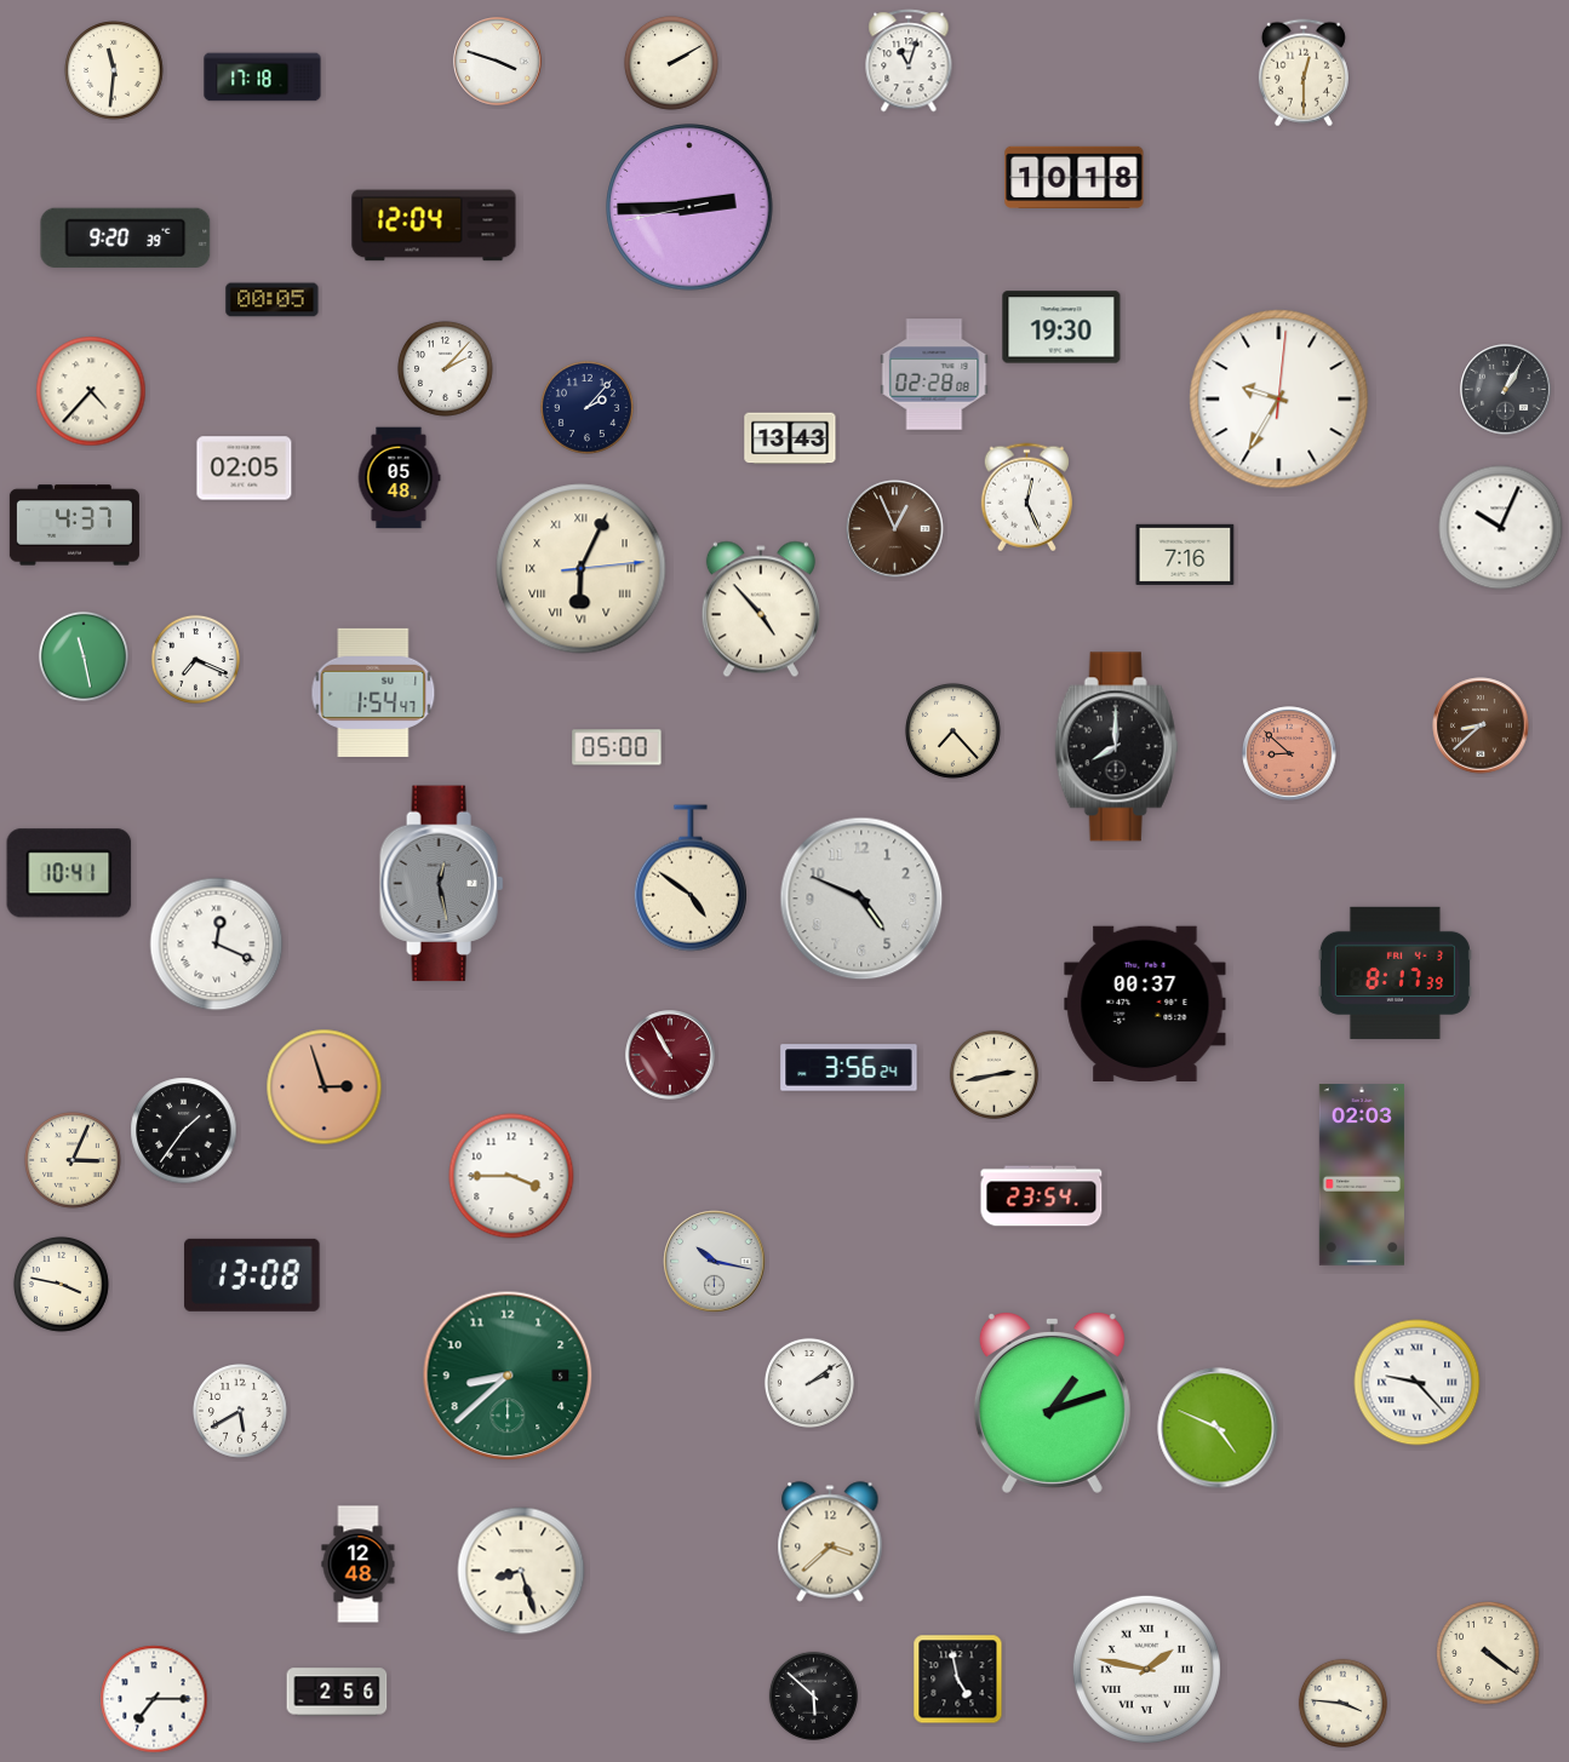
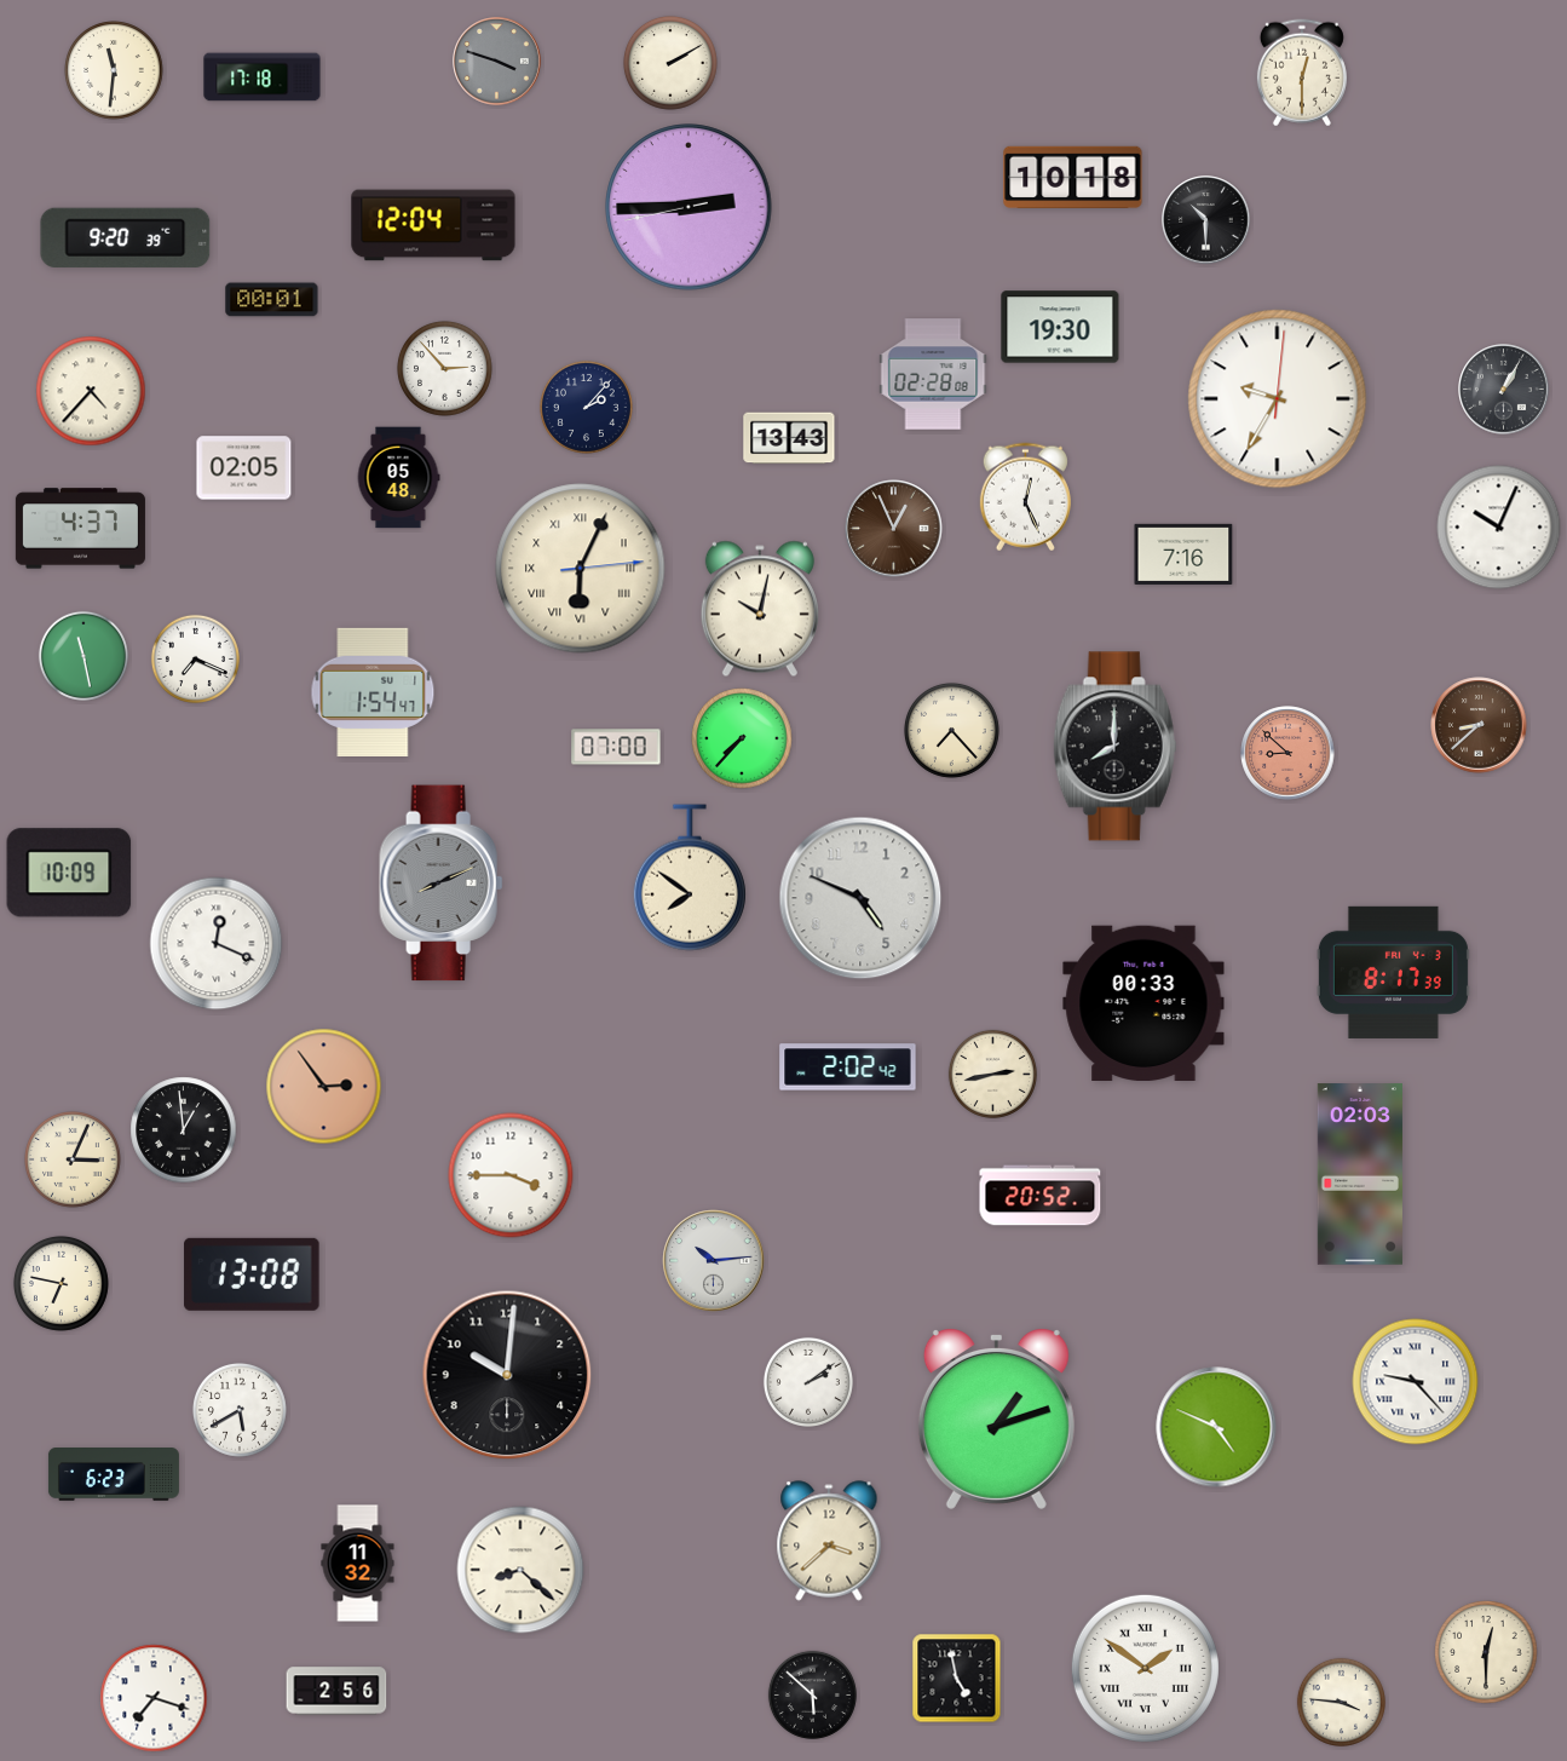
clock at (909, 61): 11:03 -> none
clock at (498, 62) dial: white -> grey
clock at (1206, 220): none -> 10:30
clock at (273, 300): 00:05 -> 00:01
clock at (445, 368): 2:07 -> 2:53
clock at (74, 526) position: (74, 526) -> (80, 529)
clock at (761, 609): 4:53 -> 10:02
clock at (742, 738): none -> 7:37
clock at (617, 747): 05:00 -> 07:00
clock at (69, 873): 10:41 -> 10:09
clock at (691, 878): 4:51 -> 7:51
clock at (442, 884): 12:28 -> 8:11
clock at (1145, 1003): 00:37 -> 00:33
clock at (670, 1055): 10:55 -> none
clock at (849, 1068): 3:56 -> 2:02
clock at (325, 1087): 2:57 -> 2:54
clock at (184, 1131): 1:36 -> 12:59
clock at (1042, 1196): 23:54 -> 20:52
clock at (715, 1262): 10:17 -> 10:14
clock at (61, 1284): 3:47 -> 6:47
clock at (508, 1376): 8:38 -> 10:01
clock at (508, 1376) dial: green -> black
clock at (1052, 1402) position: (1052, 1402) -> (996, 1418)
clock at (114, 1475): none -> 6:23
clock at (359, 1565): 12:48 -> 11:32
clock at (521, 1571): 8:27 -> 8:22
clock at (1488, 1653): 4:21 -> 12:30
clock at (1146, 1669): 1:47 -> 1:51
clock at (154, 1699): 7:15 -> 7:18
